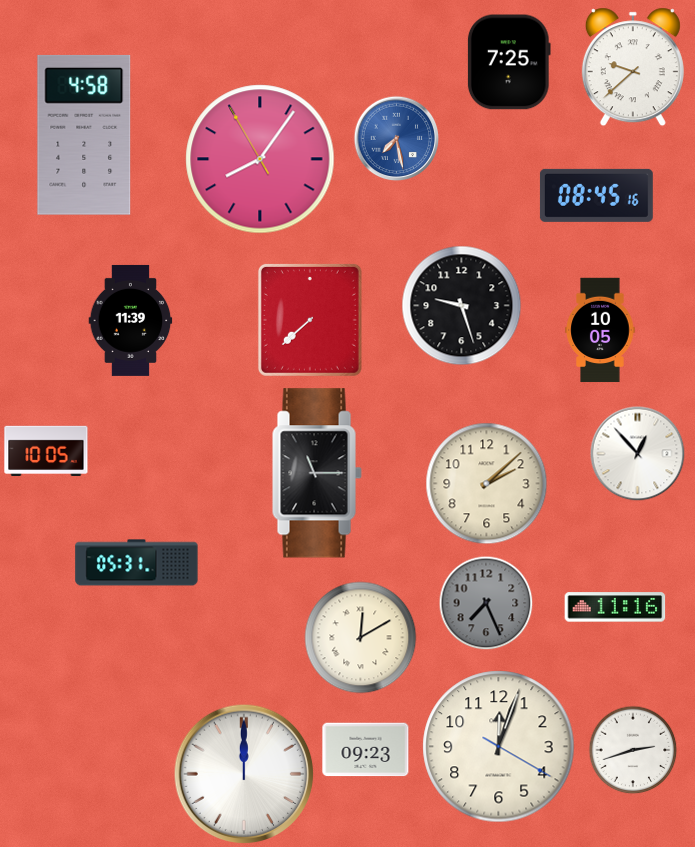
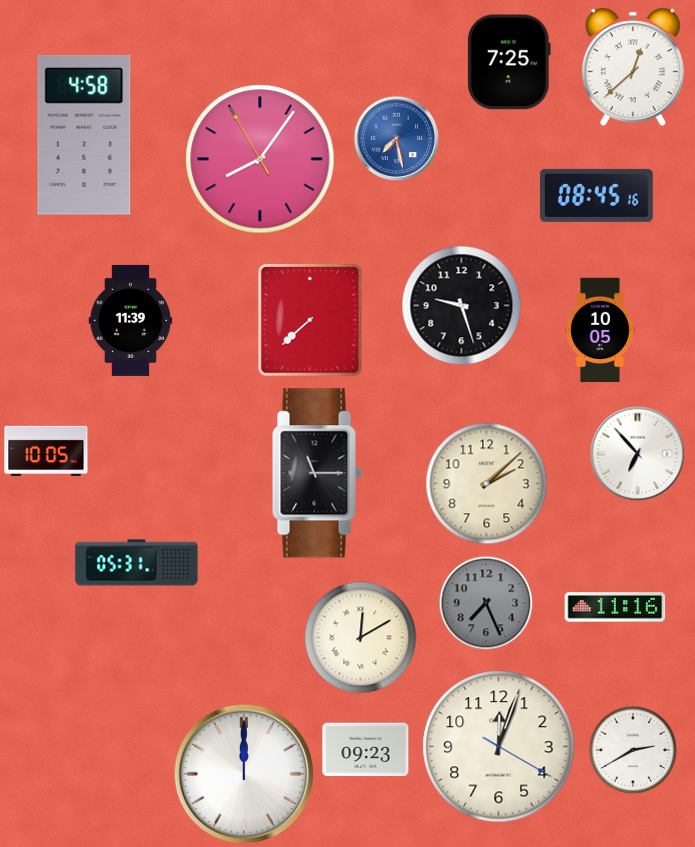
clock at (633, 67): 9:38 -> 12:38
clock at (637, 453): 12:53 -> 6:53
clock at (633, 750): 2:42 -> 2:40
